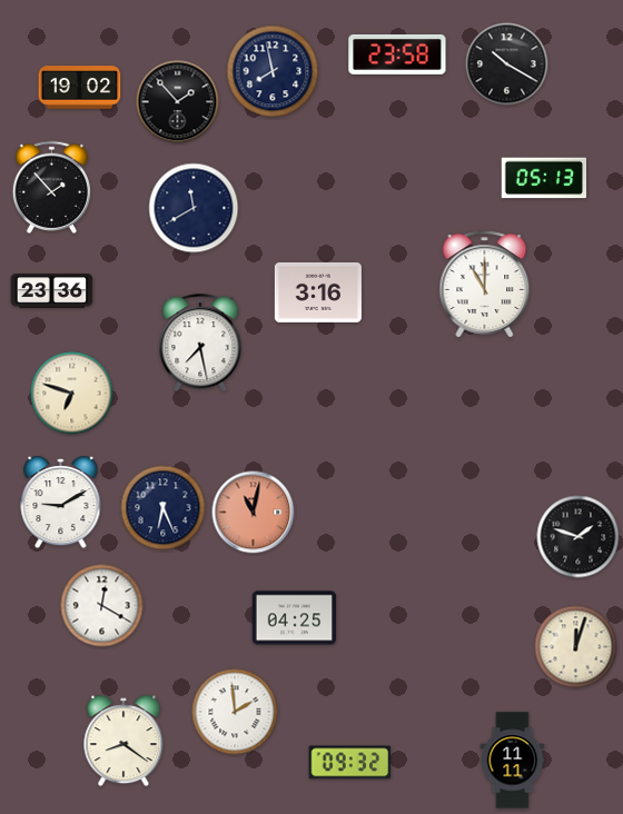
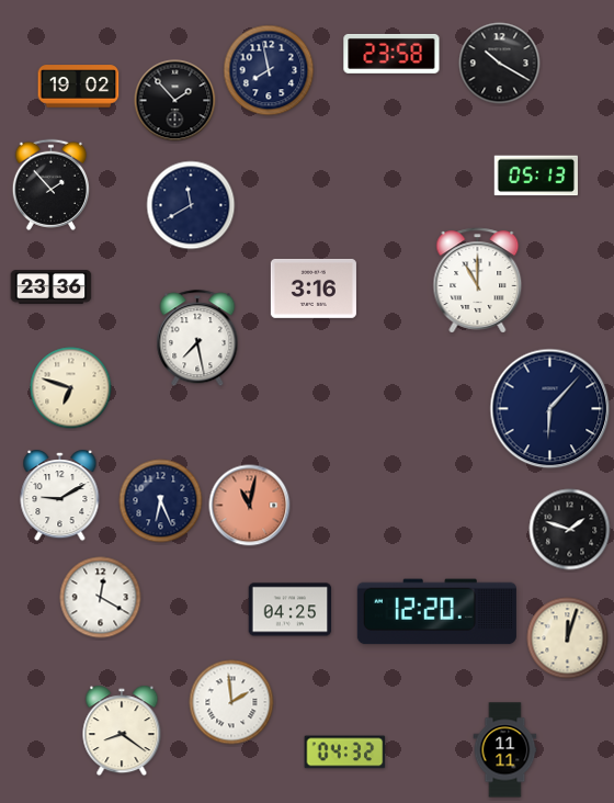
clock at (550, 409): none -> 6:07
clock at (436, 612): none -> 12:20
clock at (350, 763): 09:32 -> 04:32
